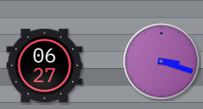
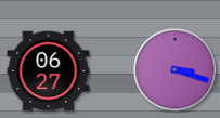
clock at (162, 62) position: (162, 62) -> (176, 70)
